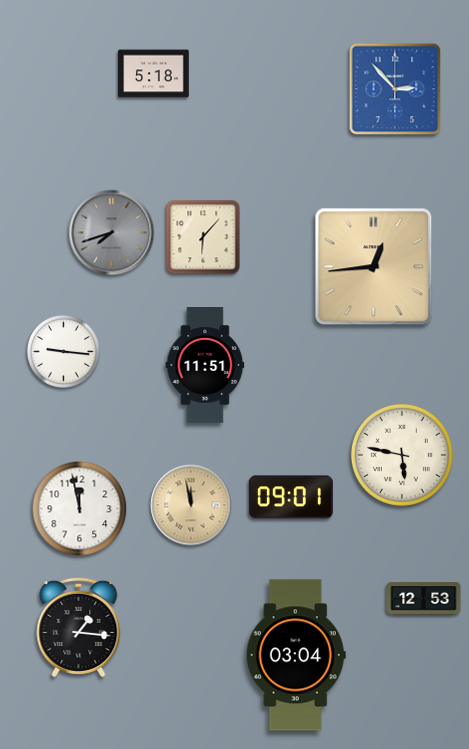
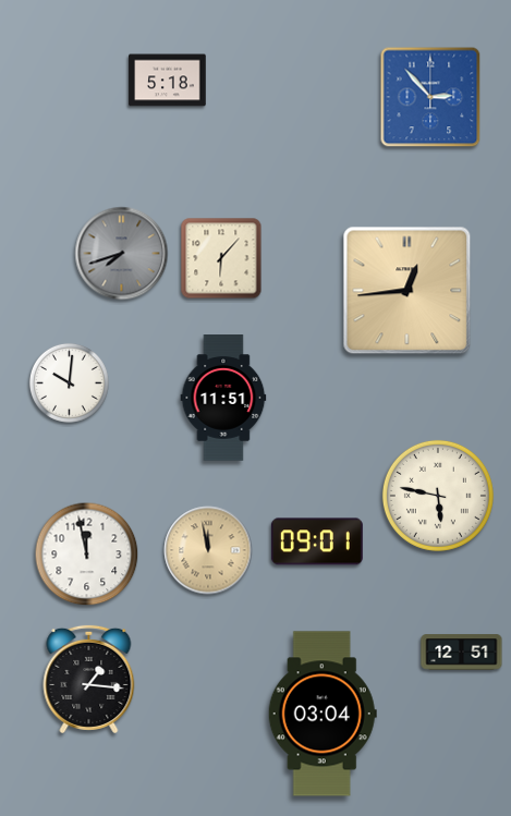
clock at (63, 351): 9:16 -> 10:01
clock at (424, 599): 12:53 -> 12:51
clock at (79, 627) position: (79, 627) -> (89, 679)
